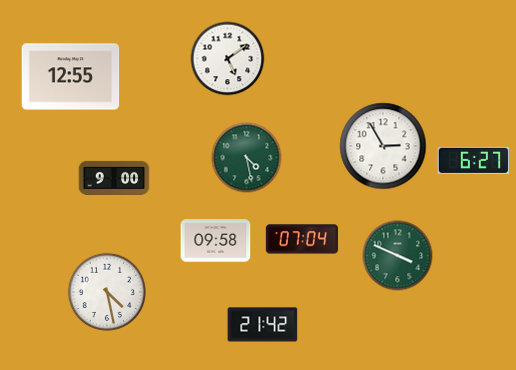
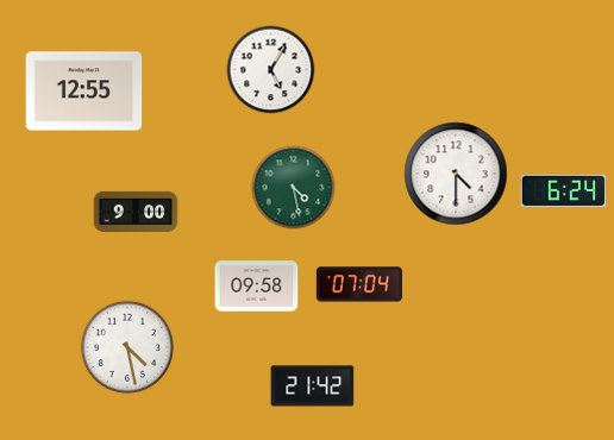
clock at (228, 59): 5:09 -> 5:05
clock at (383, 146): 2:55 -> 4:30
clock at (474, 160): 6:27 -> 6:24
clock at (398, 256): 3:49 -> none
